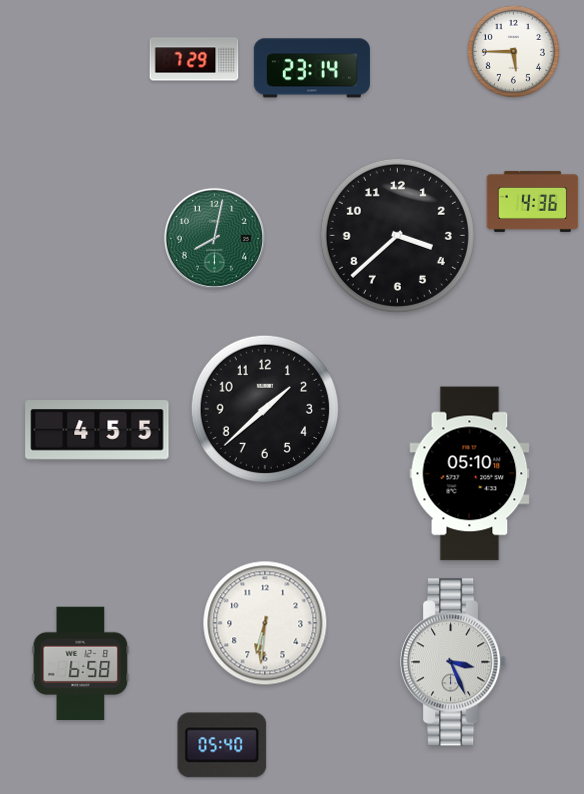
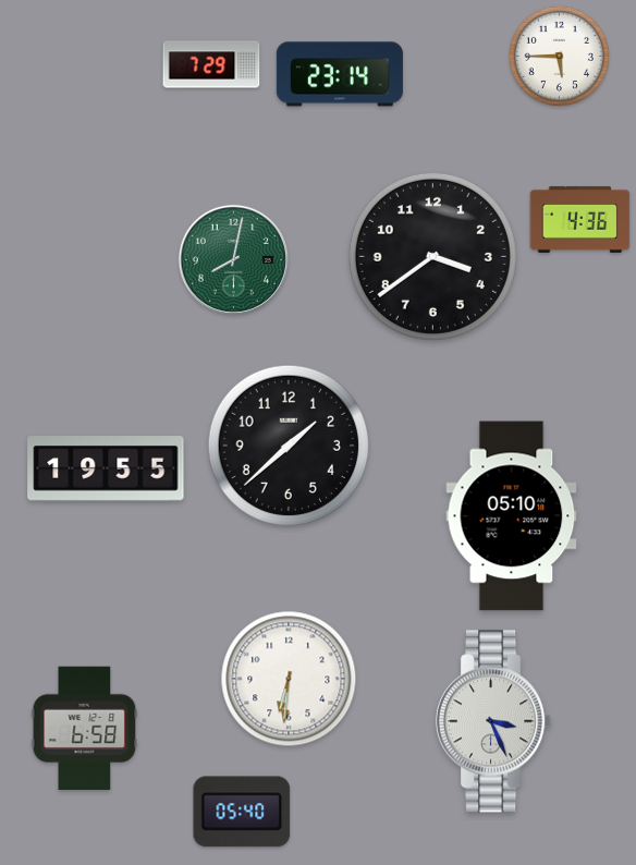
clock at (397, 235): 3:38 -> 3:39
clock at (97, 430): 4:55 -> 19:55
clock at (81, 664) position: (81, 664) -> (85, 729)
